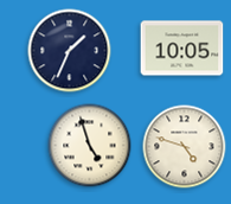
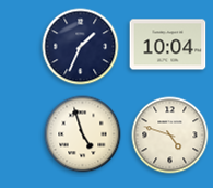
clock at (182, 49): 10:05 -> 10:04
clock at (70, 51) position: (70, 51) -> (81, 47)
